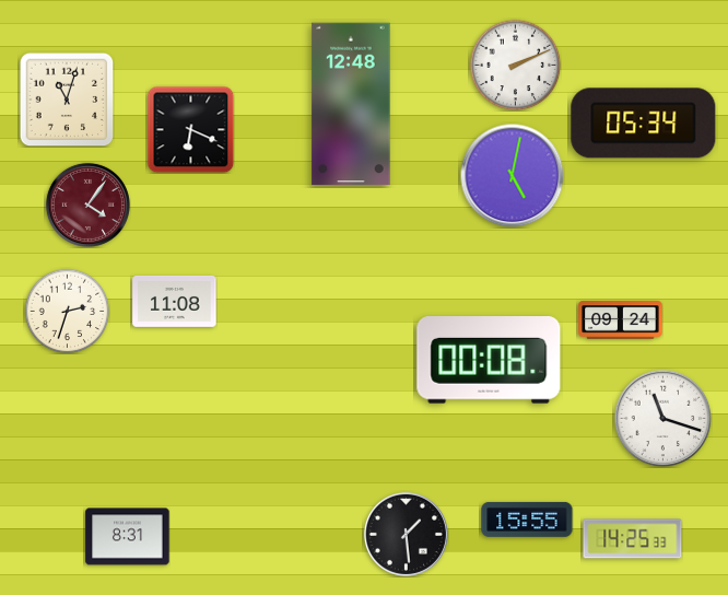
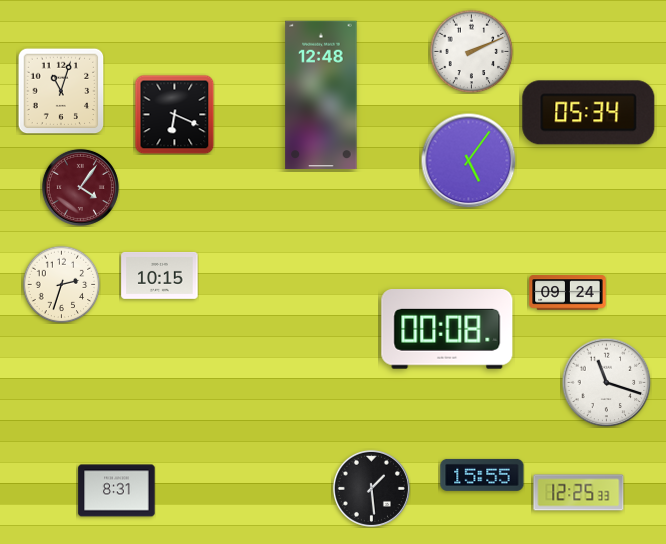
clock at (515, 65) position: (515, 65) -> (471, 51)
clock at (190, 129) position: (190, 129) -> (174, 114)
clock at (512, 175): 5:02 -> 5:06
clock at (175, 301): 11:08 -> 10:15
clock at (633, 539): 14:25 -> 12:25
